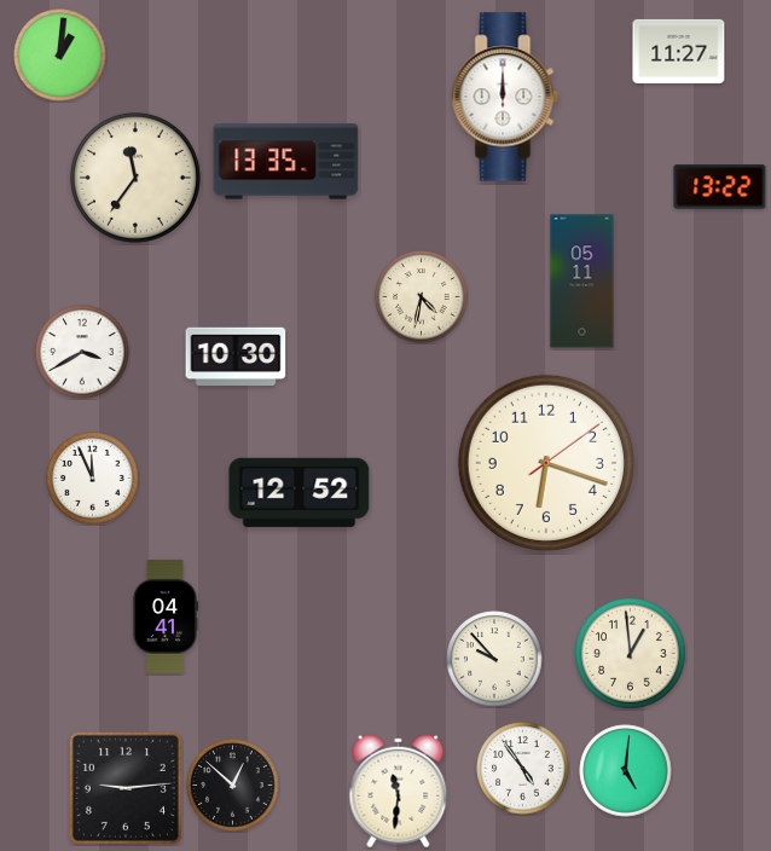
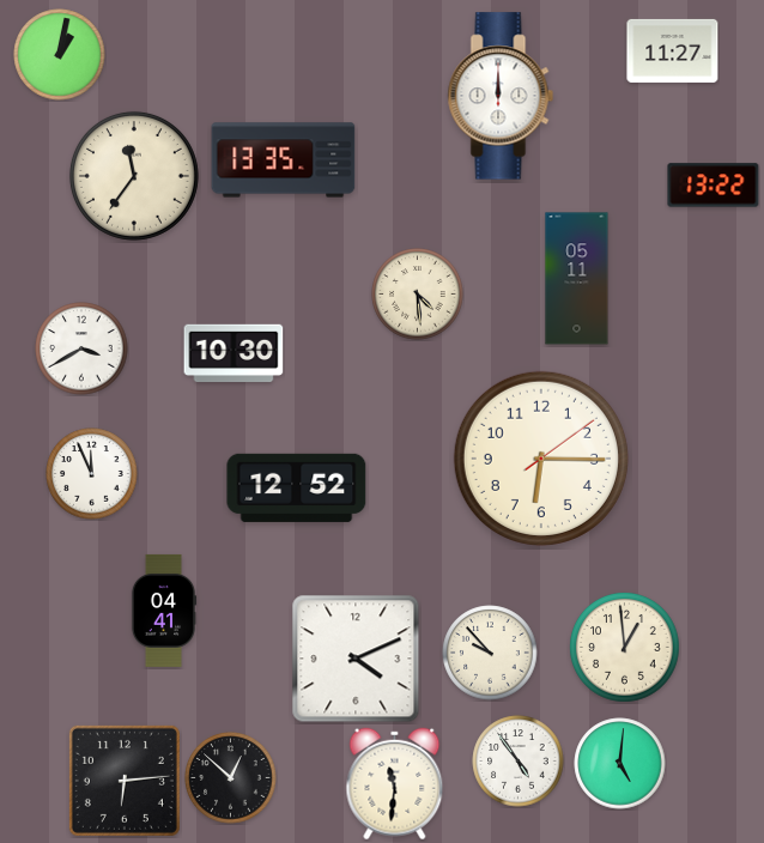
clock at (60, 56): 1:01 -> 1:02
clock at (422, 297): 4:32 -> 4:29
clock at (546, 463): 6:18 -> 6:15
clock at (356, 659): none -> 4:11
clock at (126, 788): 9:14 -> 6:14
